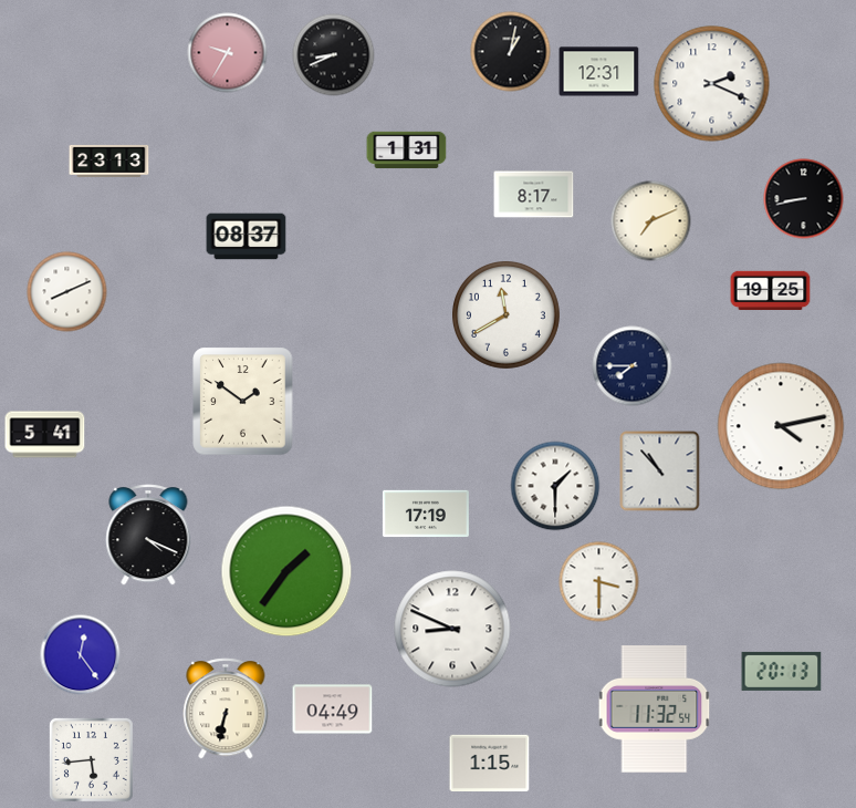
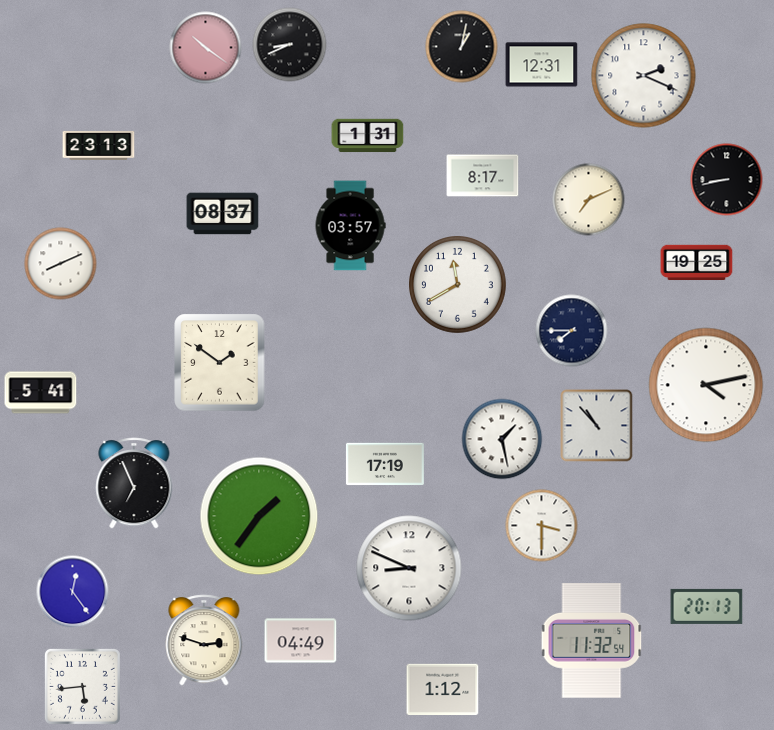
clock at (228, 53): 9:35 -> 10:21
clock at (334, 55) position: (334, 55) -> (290, 45)
clock at (350, 226): none -> 03:57
clock at (555, 486): 1:30 -> 1:28
clock at (148, 535): 4:19 -> 6:56
clock at (226, 708): 6:32 -> 2:48
clock at (490, 763): 1:15 -> 1:12
